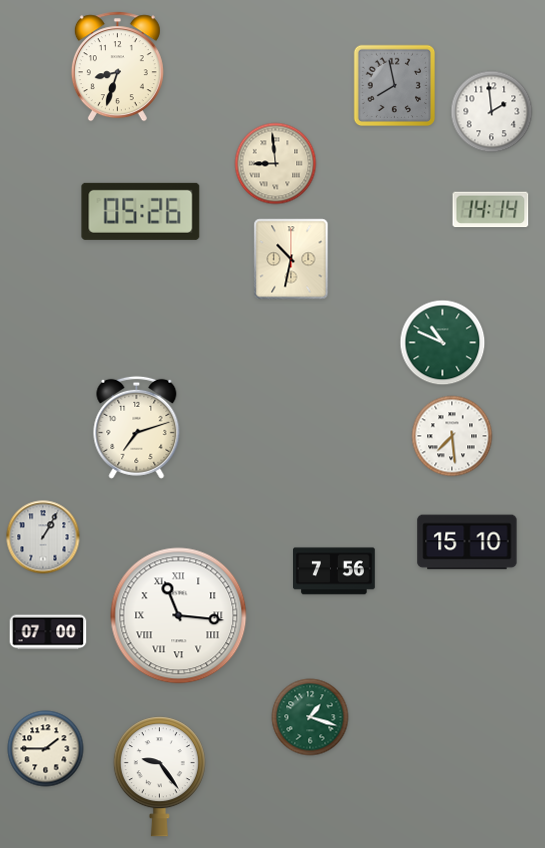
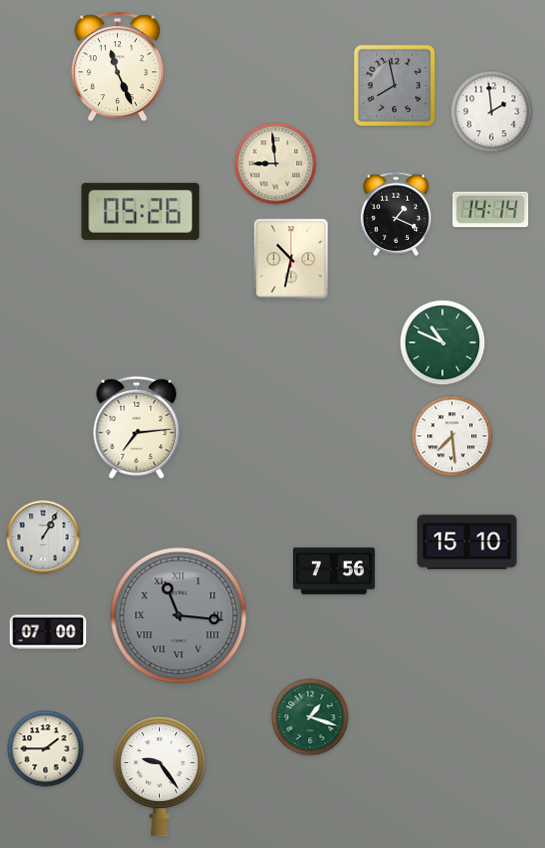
clock at (117, 67): 8:33 -> 11:26
clock at (396, 213): none -> 1:19
clock at (137, 427): 7:12 -> 7:14
clock at (179, 616) dial: white -> grey
